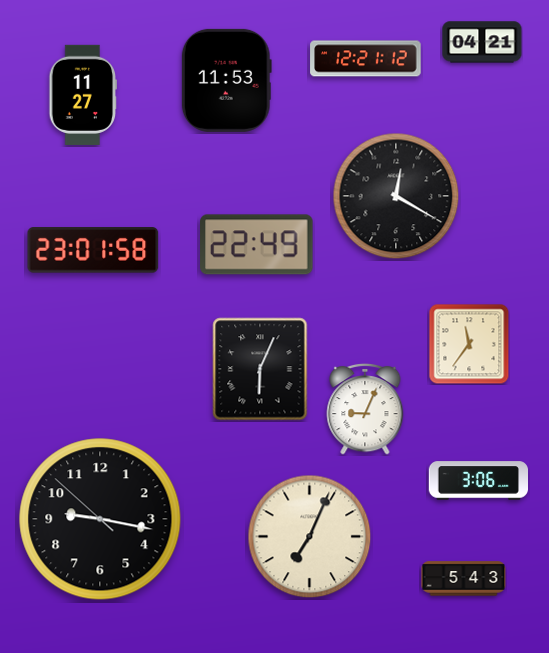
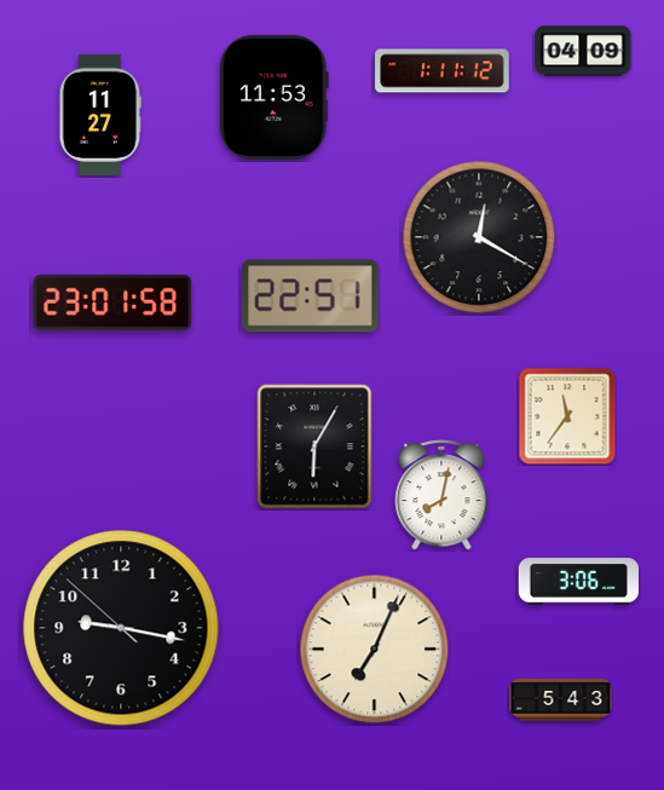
clock at (482, 42): 04:21 -> 04:09
clock at (366, 59): 12:21 -> 1:11
clock at (257, 245): 22:49 -> 22:51
clock at (260, 369): 6:04 -> 6:05
clock at (365, 409): 9:04 -> 8:02
